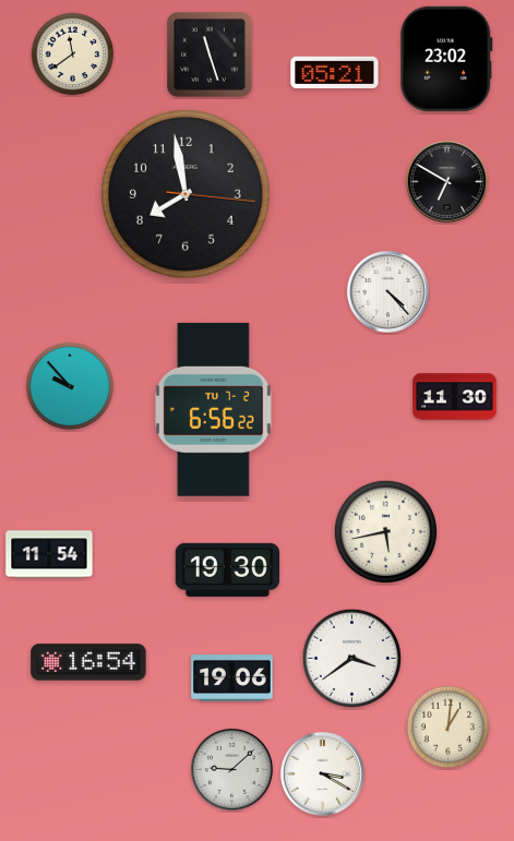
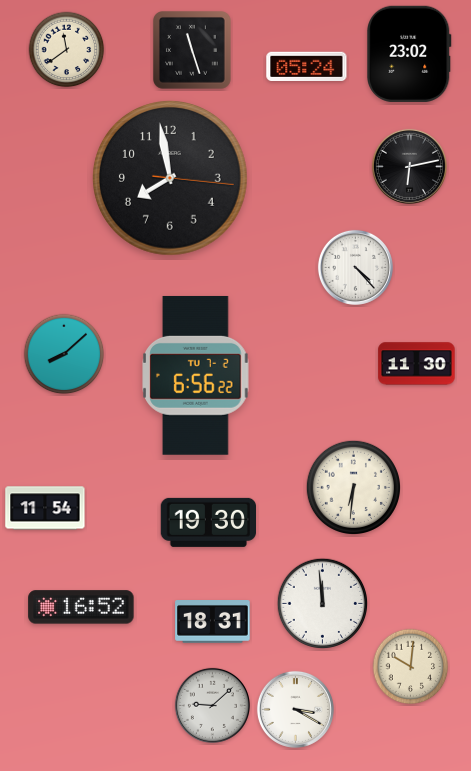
clock at (335, 73): 05:21 -> 05:24
clock at (446, 181): 6:50 -> 6:13
clock at (70, 386): 9:53 -> 8:08
clock at (385, 531): 5:43 -> 6:31
clock at (351, 658): 3:39 -> 11:59
clock at (88, 662): 16:54 -> 16:52
clock at (232, 678): 19:06 -> 18:31
clock at (449, 728): 1:01 -> 10:01
